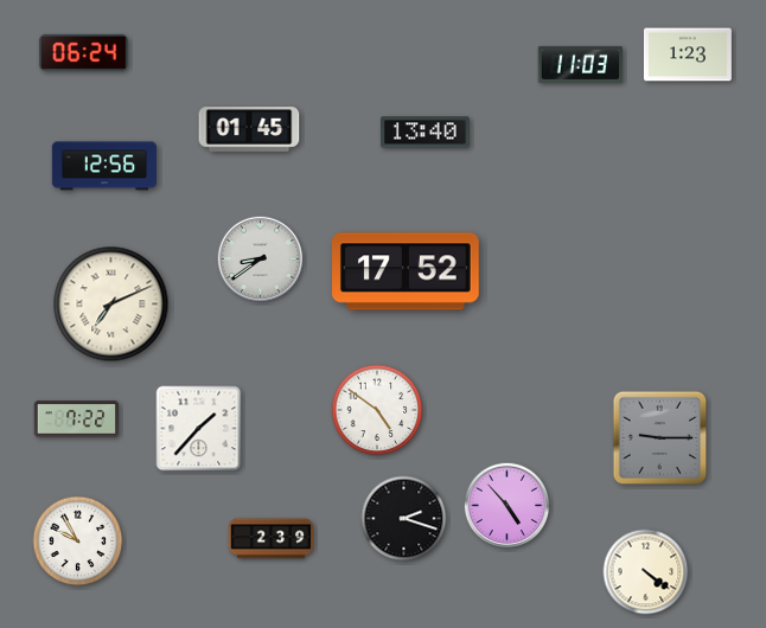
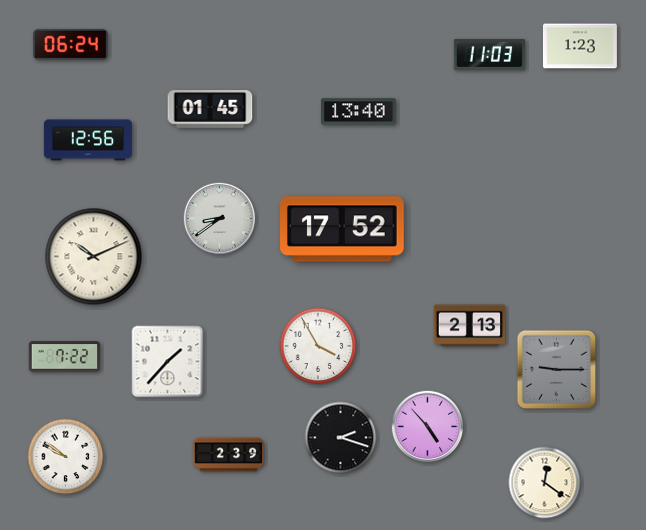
clock at (111, 305): 7:11 -> 10:11
clock at (470, 326): none -> 2:13
clock at (377, 410): 4:51 -> 3:55
clock at (77, 419) position: (77, 419) -> (65, 357)
clock at (78, 542): 9:55 -> 9:51
clock at (646, 572): 4:21 -> 12:21
